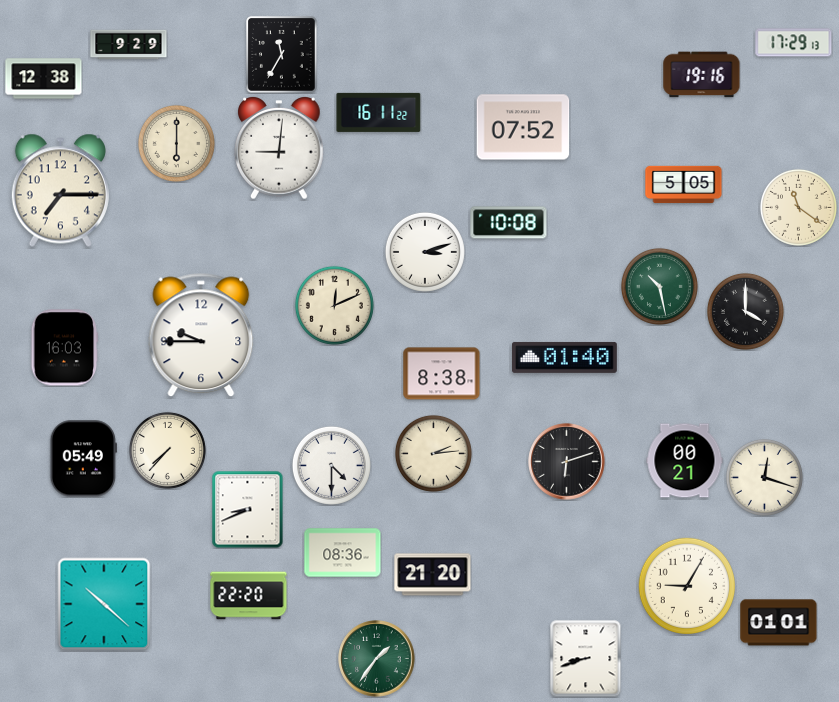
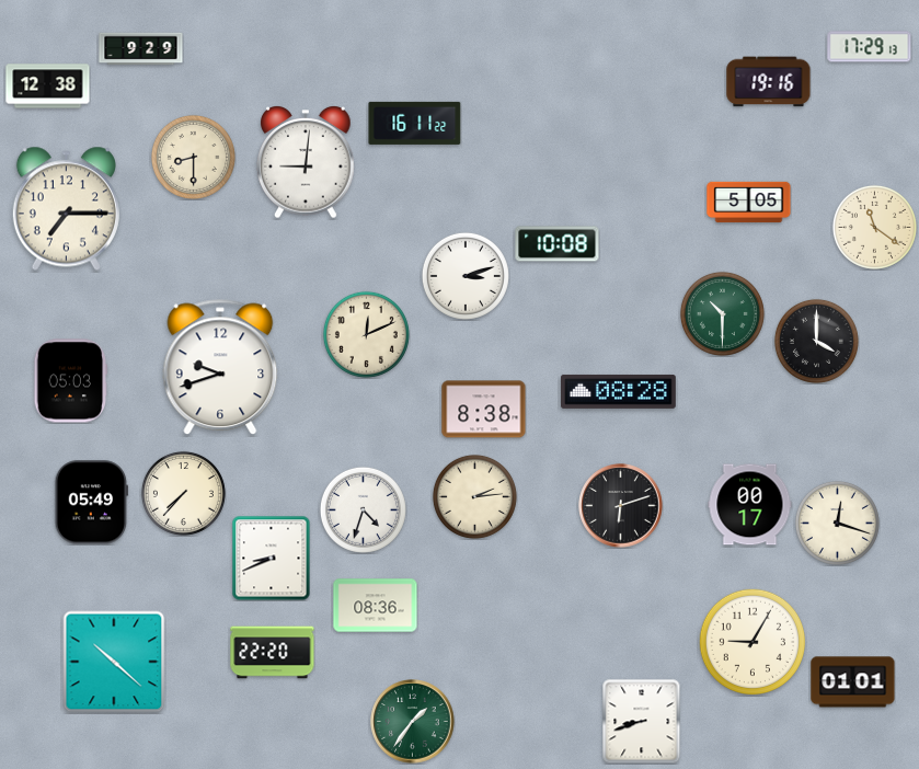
clock at (282, 55): 11:35 -> none
clock at (523, 127): 07:52 -> none
clock at (176, 143): 6:00 -> 8:30
clock at (659, 286): 10:28 -> 10:30
clock at (201, 335): 9:45 -> 9:42
clock at (65, 348): 16:03 -> 05:03
clock at (565, 357): 01:40 -> 08:28
clock at (685, 461): 00:21 -> 00:17
clock at (331, 465): 4:30 -> 4:33
clock at (433, 575): 21:20 -> none
